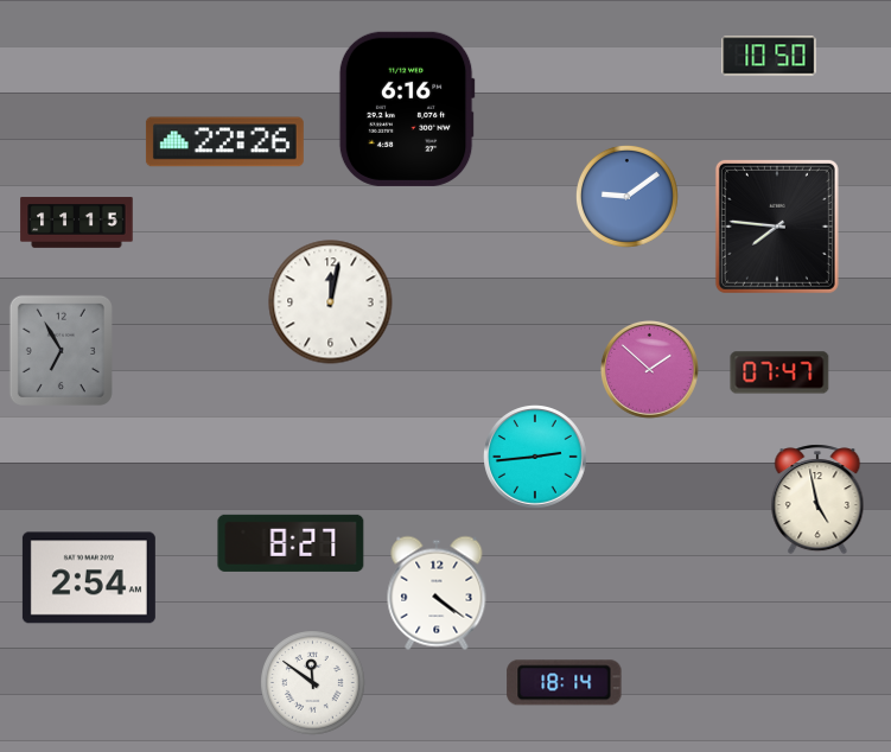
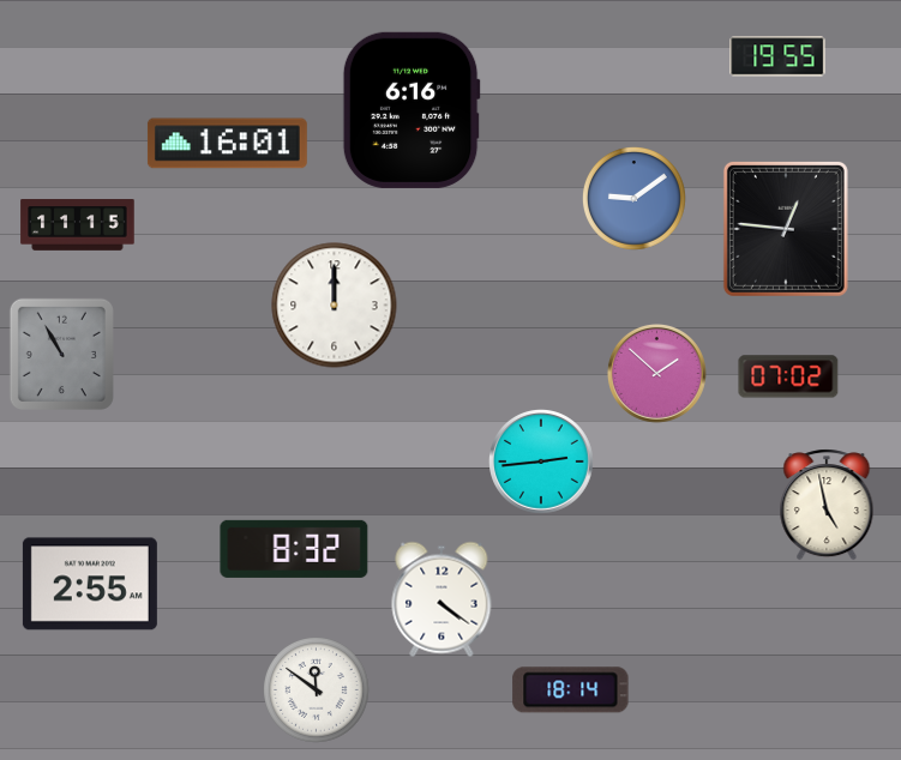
clock at (769, 56): 10:50 -> 19:55
clock at (224, 142): 22:26 -> 16:01
clock at (777, 227): 7:46 -> 12:46
clock at (331, 302): 12:02 -> 12:00
clock at (61, 350): 6:55 -> 10:55
clock at (779, 372): 07:47 -> 07:02
clock at (291, 543): 8:27 -> 8:32
clock at (89, 578): 2:54 -> 2:55
